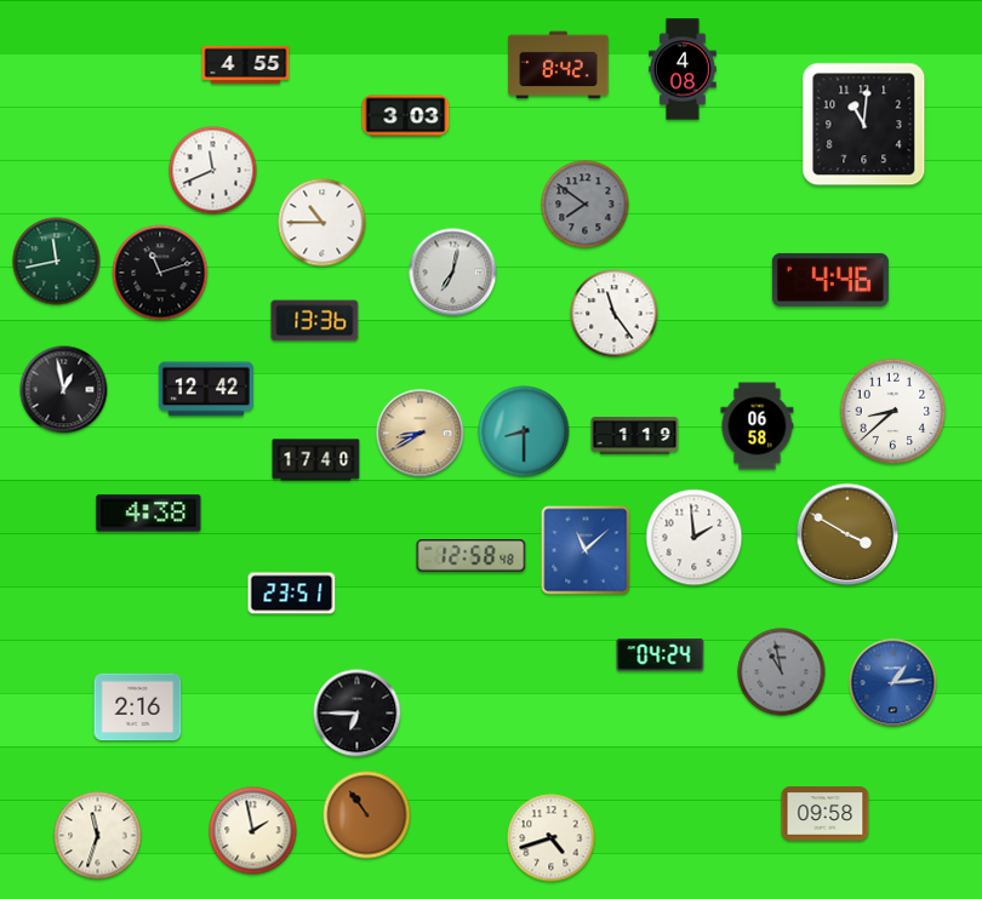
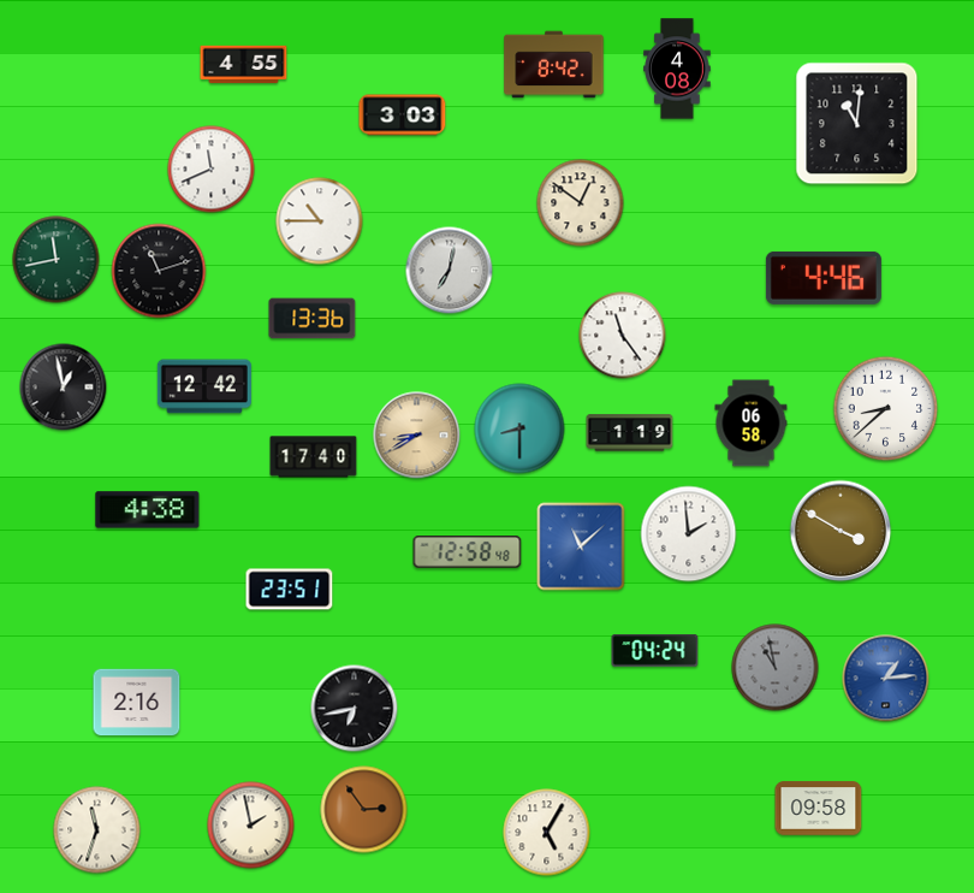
clock at (586, 205): 7:51 -> 12:51
clock at (586, 205) dial: grey -> cream
clock at (615, 314) position: (615, 314) -> (623, 336)
clock at (421, 434) position: (421, 434) -> (417, 436)
clock at (358, 714): 6:45 -> 6:43
clock at (367, 815): 10:54 -> 2:54
clock at (552, 838): 4:42 -> 5:05
